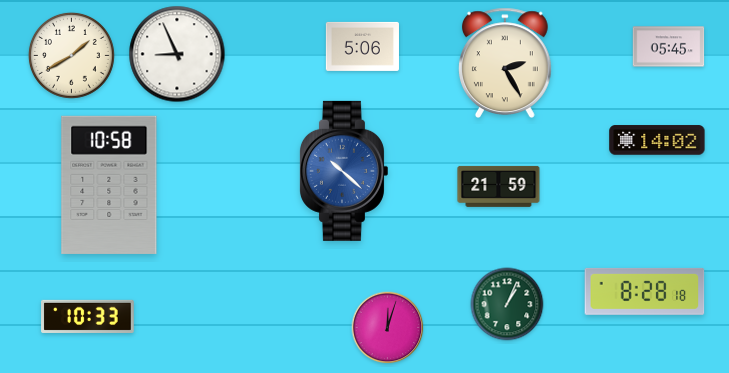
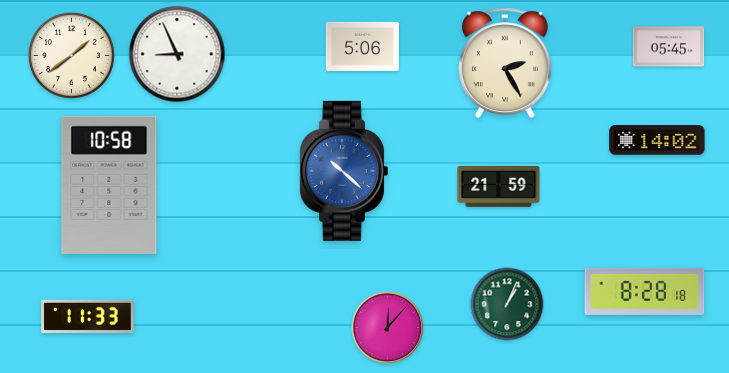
clock at (71, 55): 1:40 -> 1:39
clock at (88, 316): 10:33 -> 11:33
clock at (388, 328): 12:03 -> 12:07
